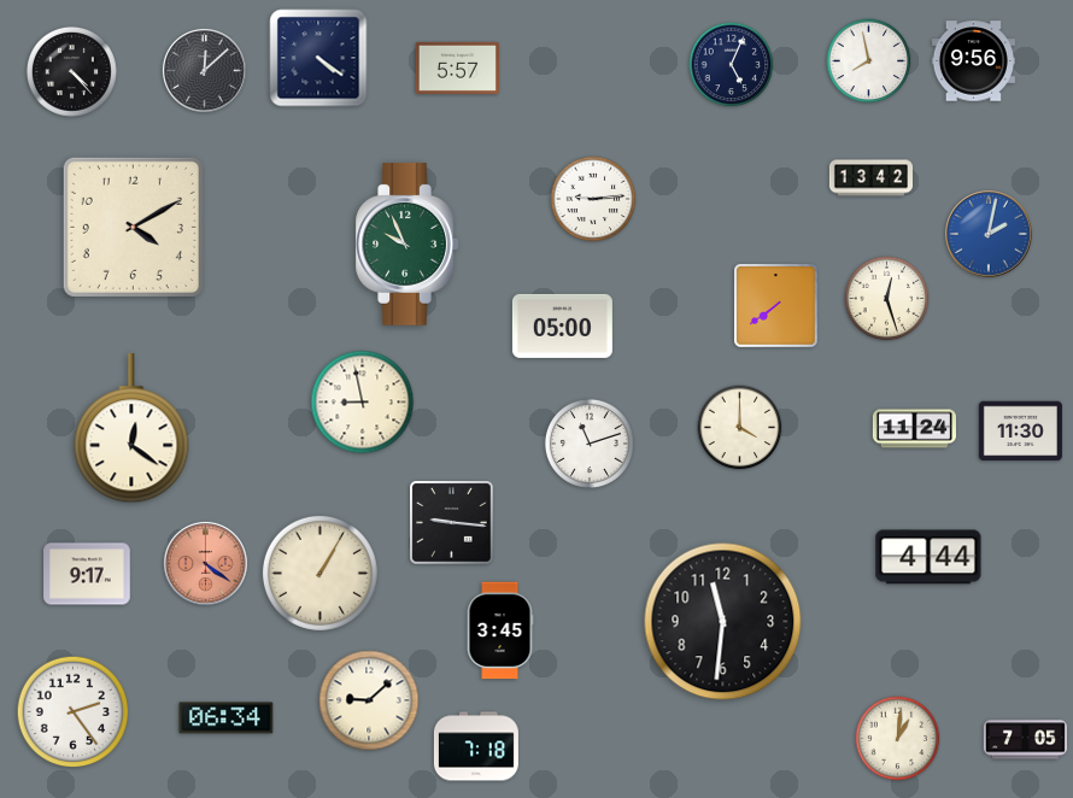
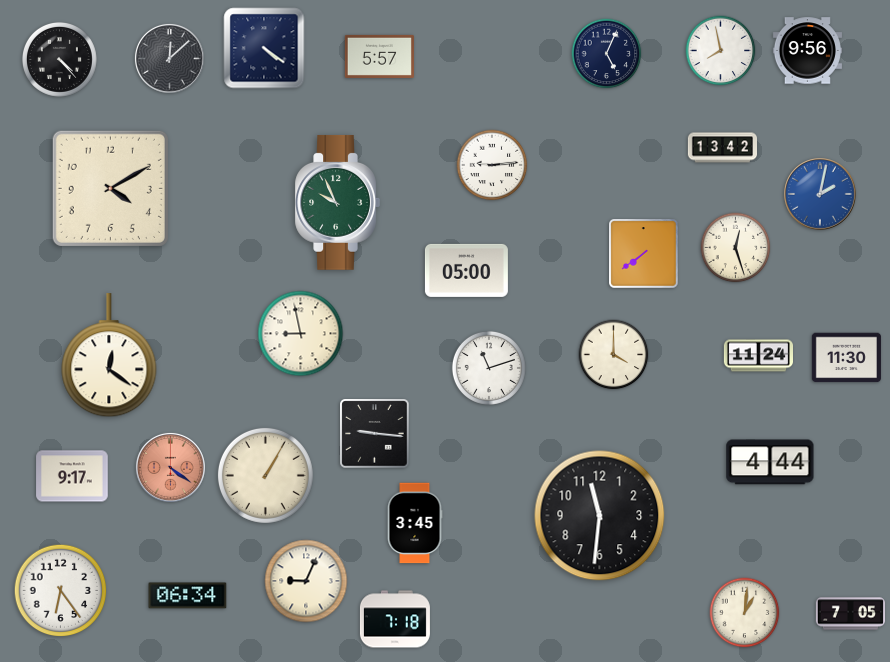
clock at (369, 700): 9:08 -> 9:04
clock at (74, 712): 2:24 -> 6:24
